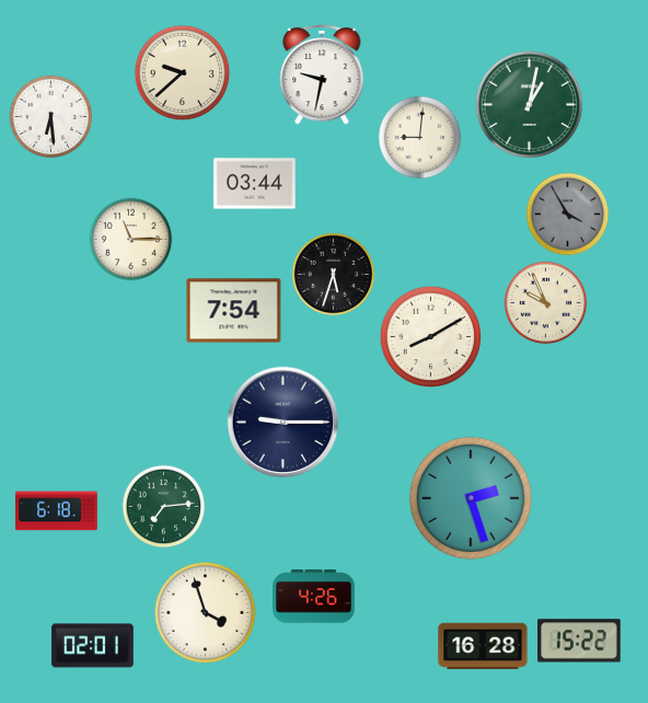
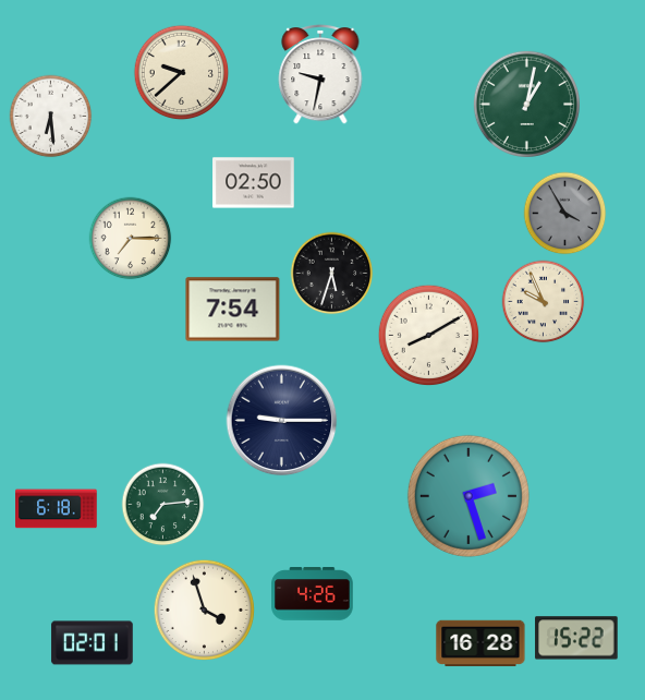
clock at (420, 138): 9:01 -> none
clock at (255, 184): 03:44 -> 02:50
clock at (131, 240): 11:15 -> 7:15
